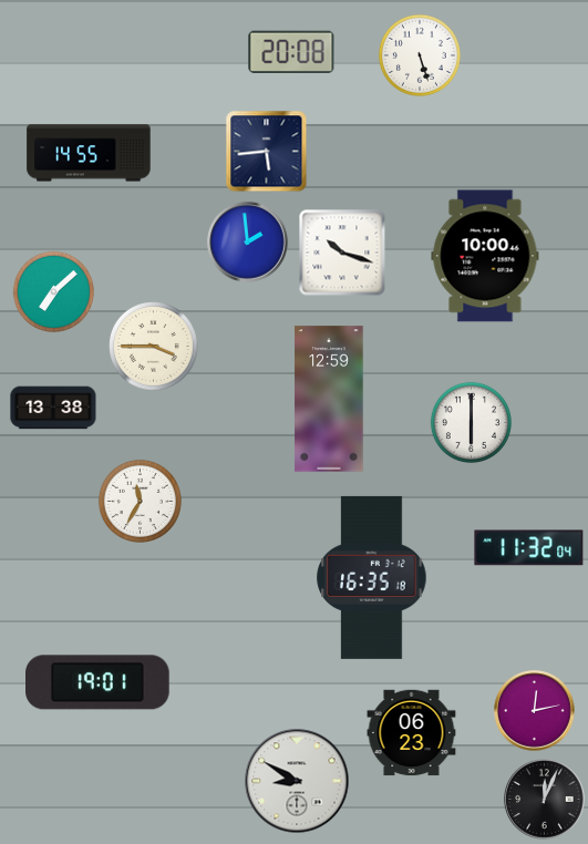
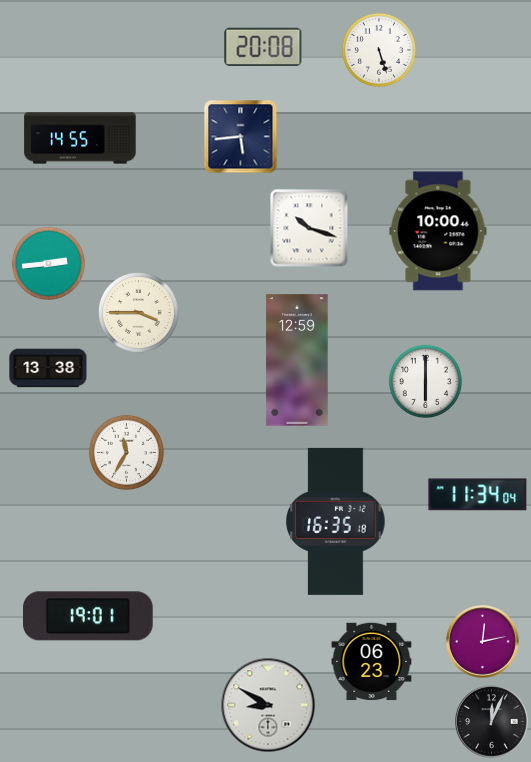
clock at (248, 243): 1:59 -> none
clock at (53, 291): 7:08 -> 2:44
clock at (529, 548): 11:32 -> 11:34
